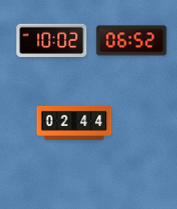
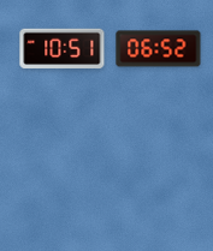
clock at (52, 40): 10:02 -> 10:51
clock at (74, 123): 02:44 -> none
